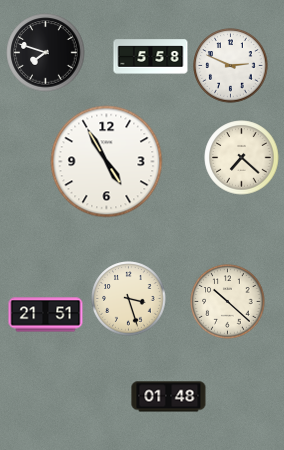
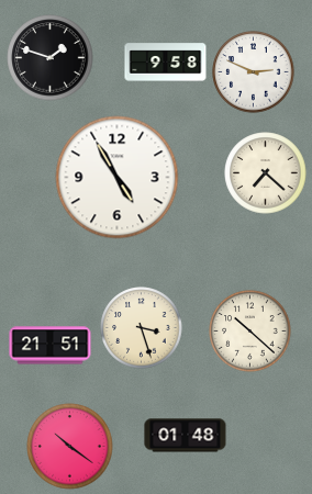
clock at (46, 53): 7:48 -> 1:48
clock at (151, 57): 5:58 -> 9:58
clock at (70, 447): none -> 10:21
